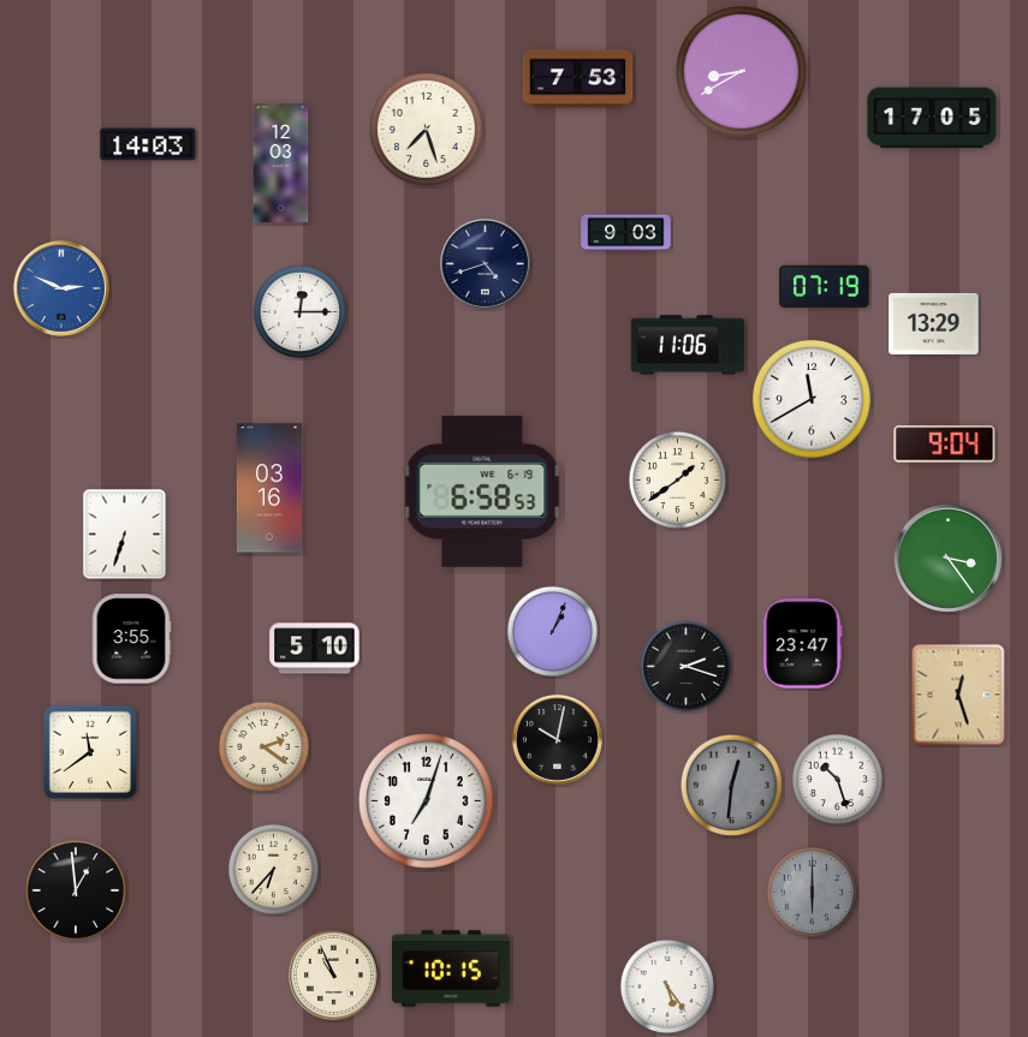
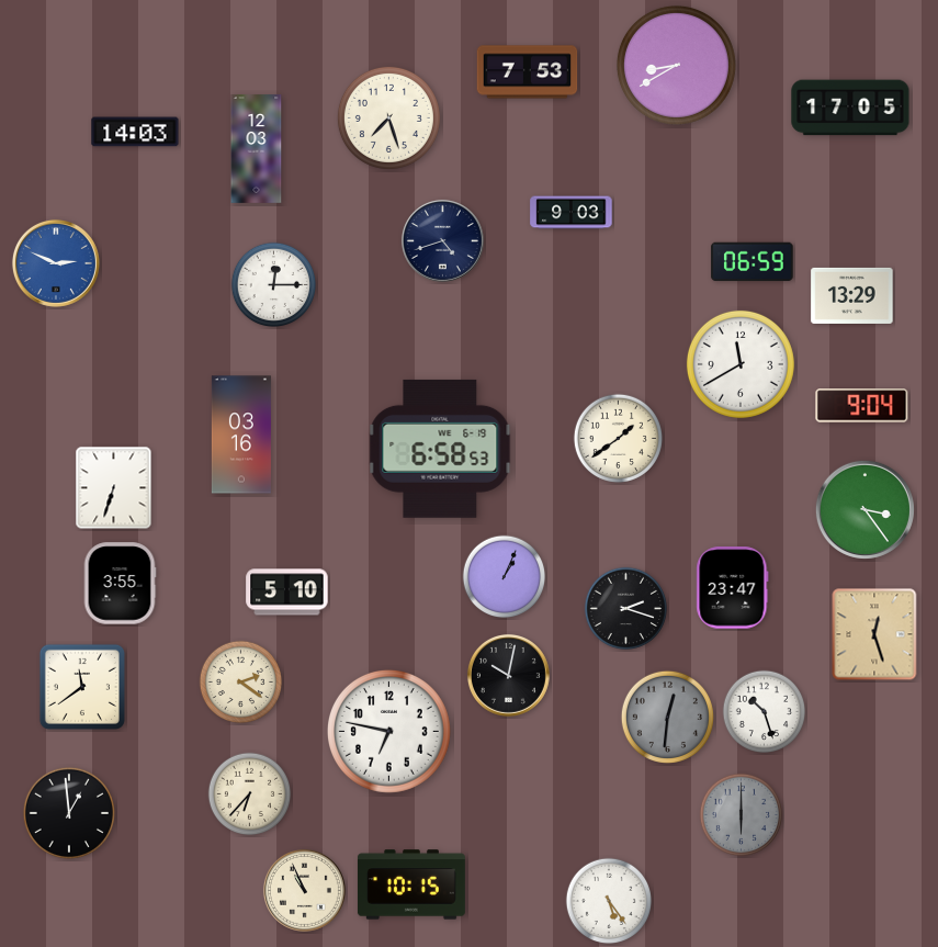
clock at (825, 287): 07:19 -> 06:59
clock at (687, 345): 11:06 -> none
clock at (269, 488) position: (269, 488) -> (241, 435)
clock at (426, 800): 7:03 -> 6:47
